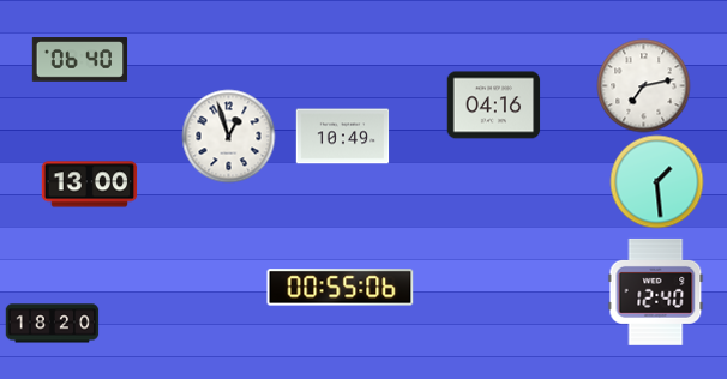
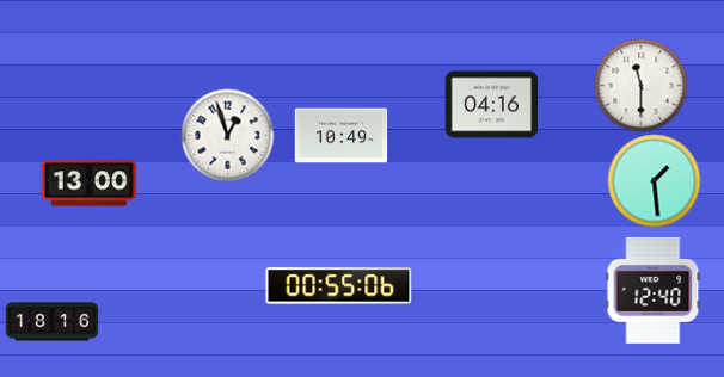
clock at (79, 60): 06:40 -> none
clock at (643, 85): 7:13 -> 11:30
clock at (52, 324): 18:20 -> 18:16
